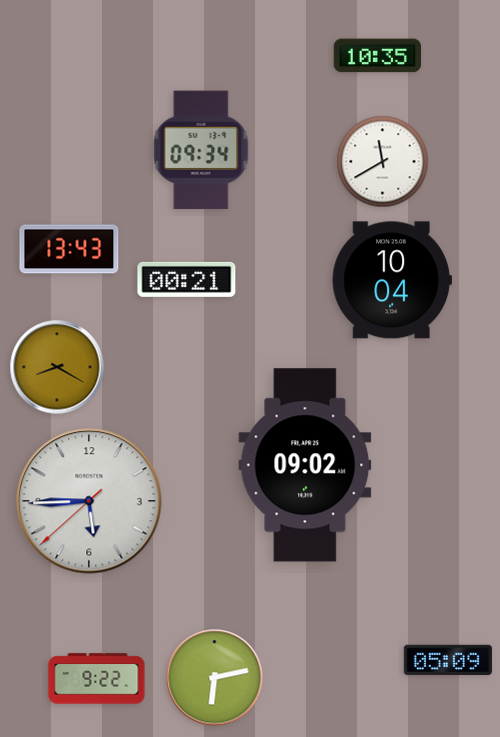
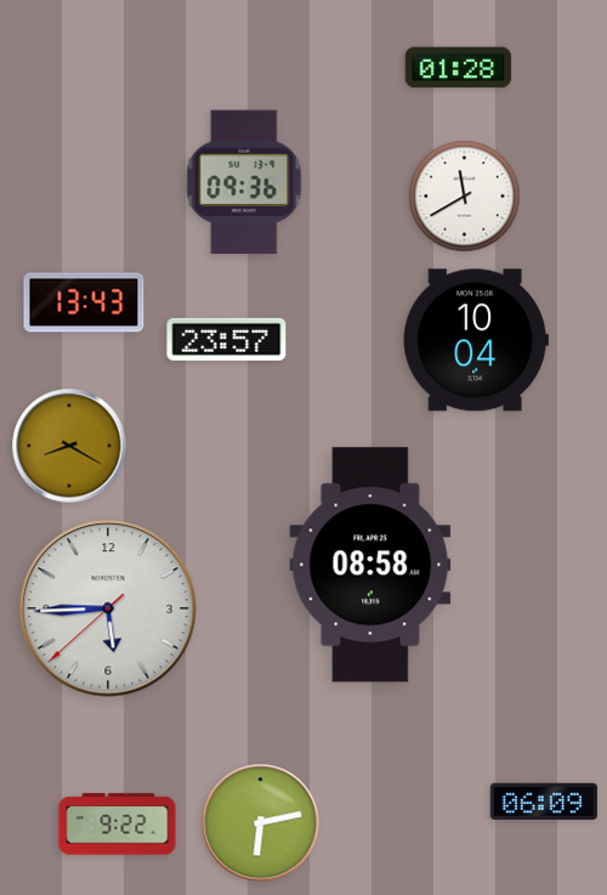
clock at (377, 56): 10:35 -> 01:28
clock at (201, 150): 09:34 -> 09:36
clock at (187, 279): 00:21 -> 23:57
clock at (305, 465): 09:02 -> 08:58
clock at (448, 660): 05:09 -> 06:09
